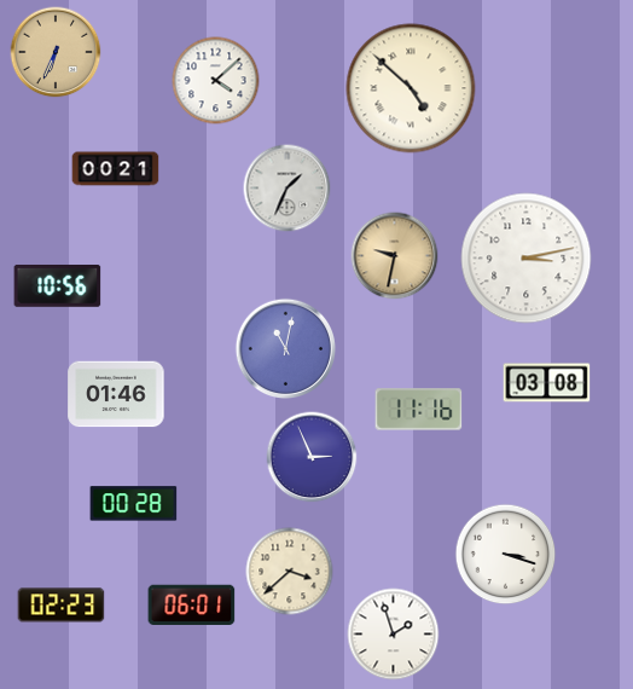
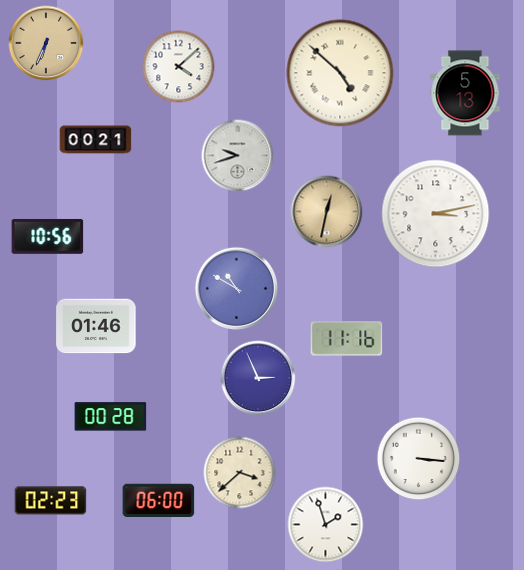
clock at (465, 93): none -> 5:13
clock at (288, 189): 1:34 -> 9:42
clock at (395, 256): 9:32 -> 12:32
clock at (285, 348): 11:02 -> 10:50
clock at (547, 383): 03:08 -> none
clock at (506, 555): 3:18 -> 3:16
clock at (192, 604): 06:01 -> 06:00
